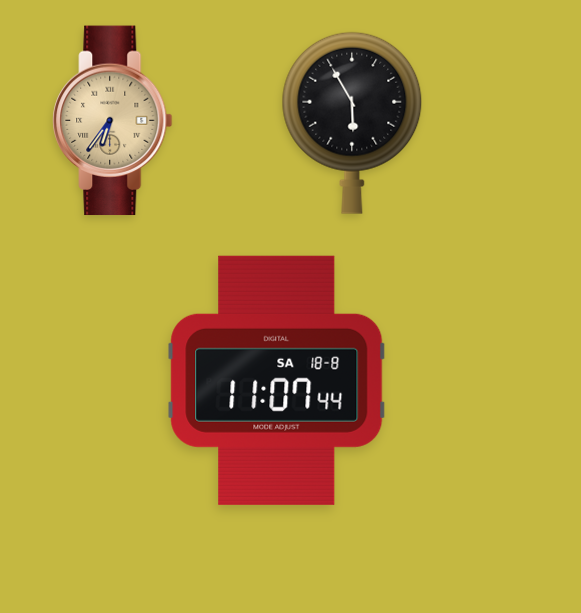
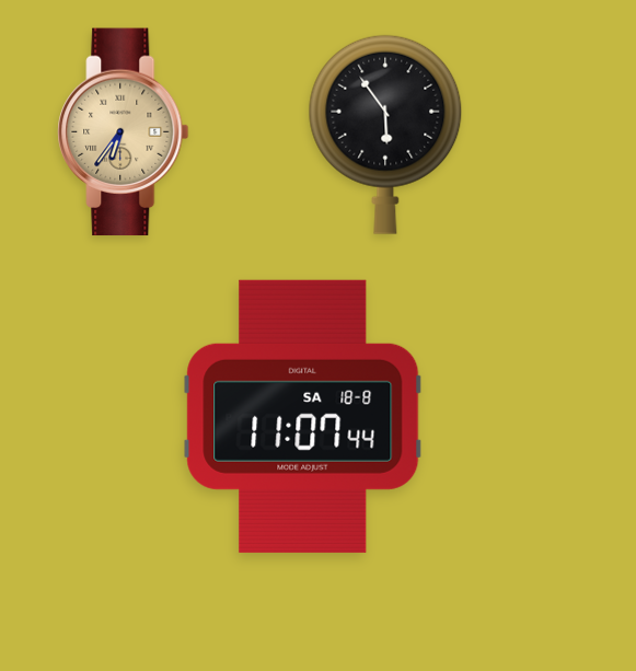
clock at (352, 123): 5:55 -> 5:54
